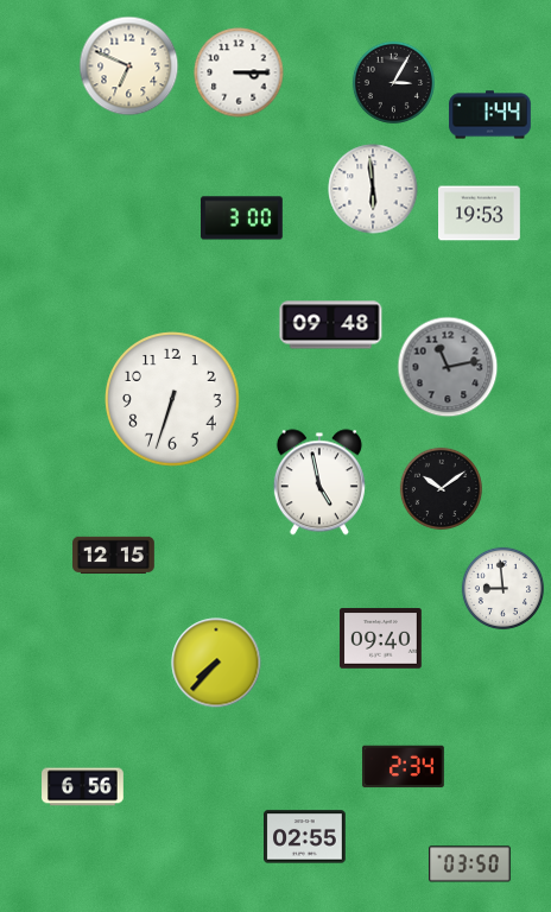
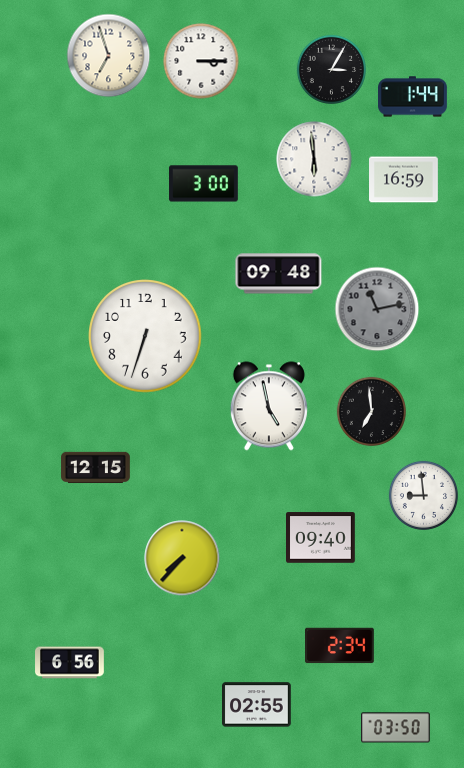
clock at (129, 66): 6:49 -> 6:57
clock at (480, 214): 19:53 -> 16:59
clock at (441, 488): 10:09 -> 6:59
